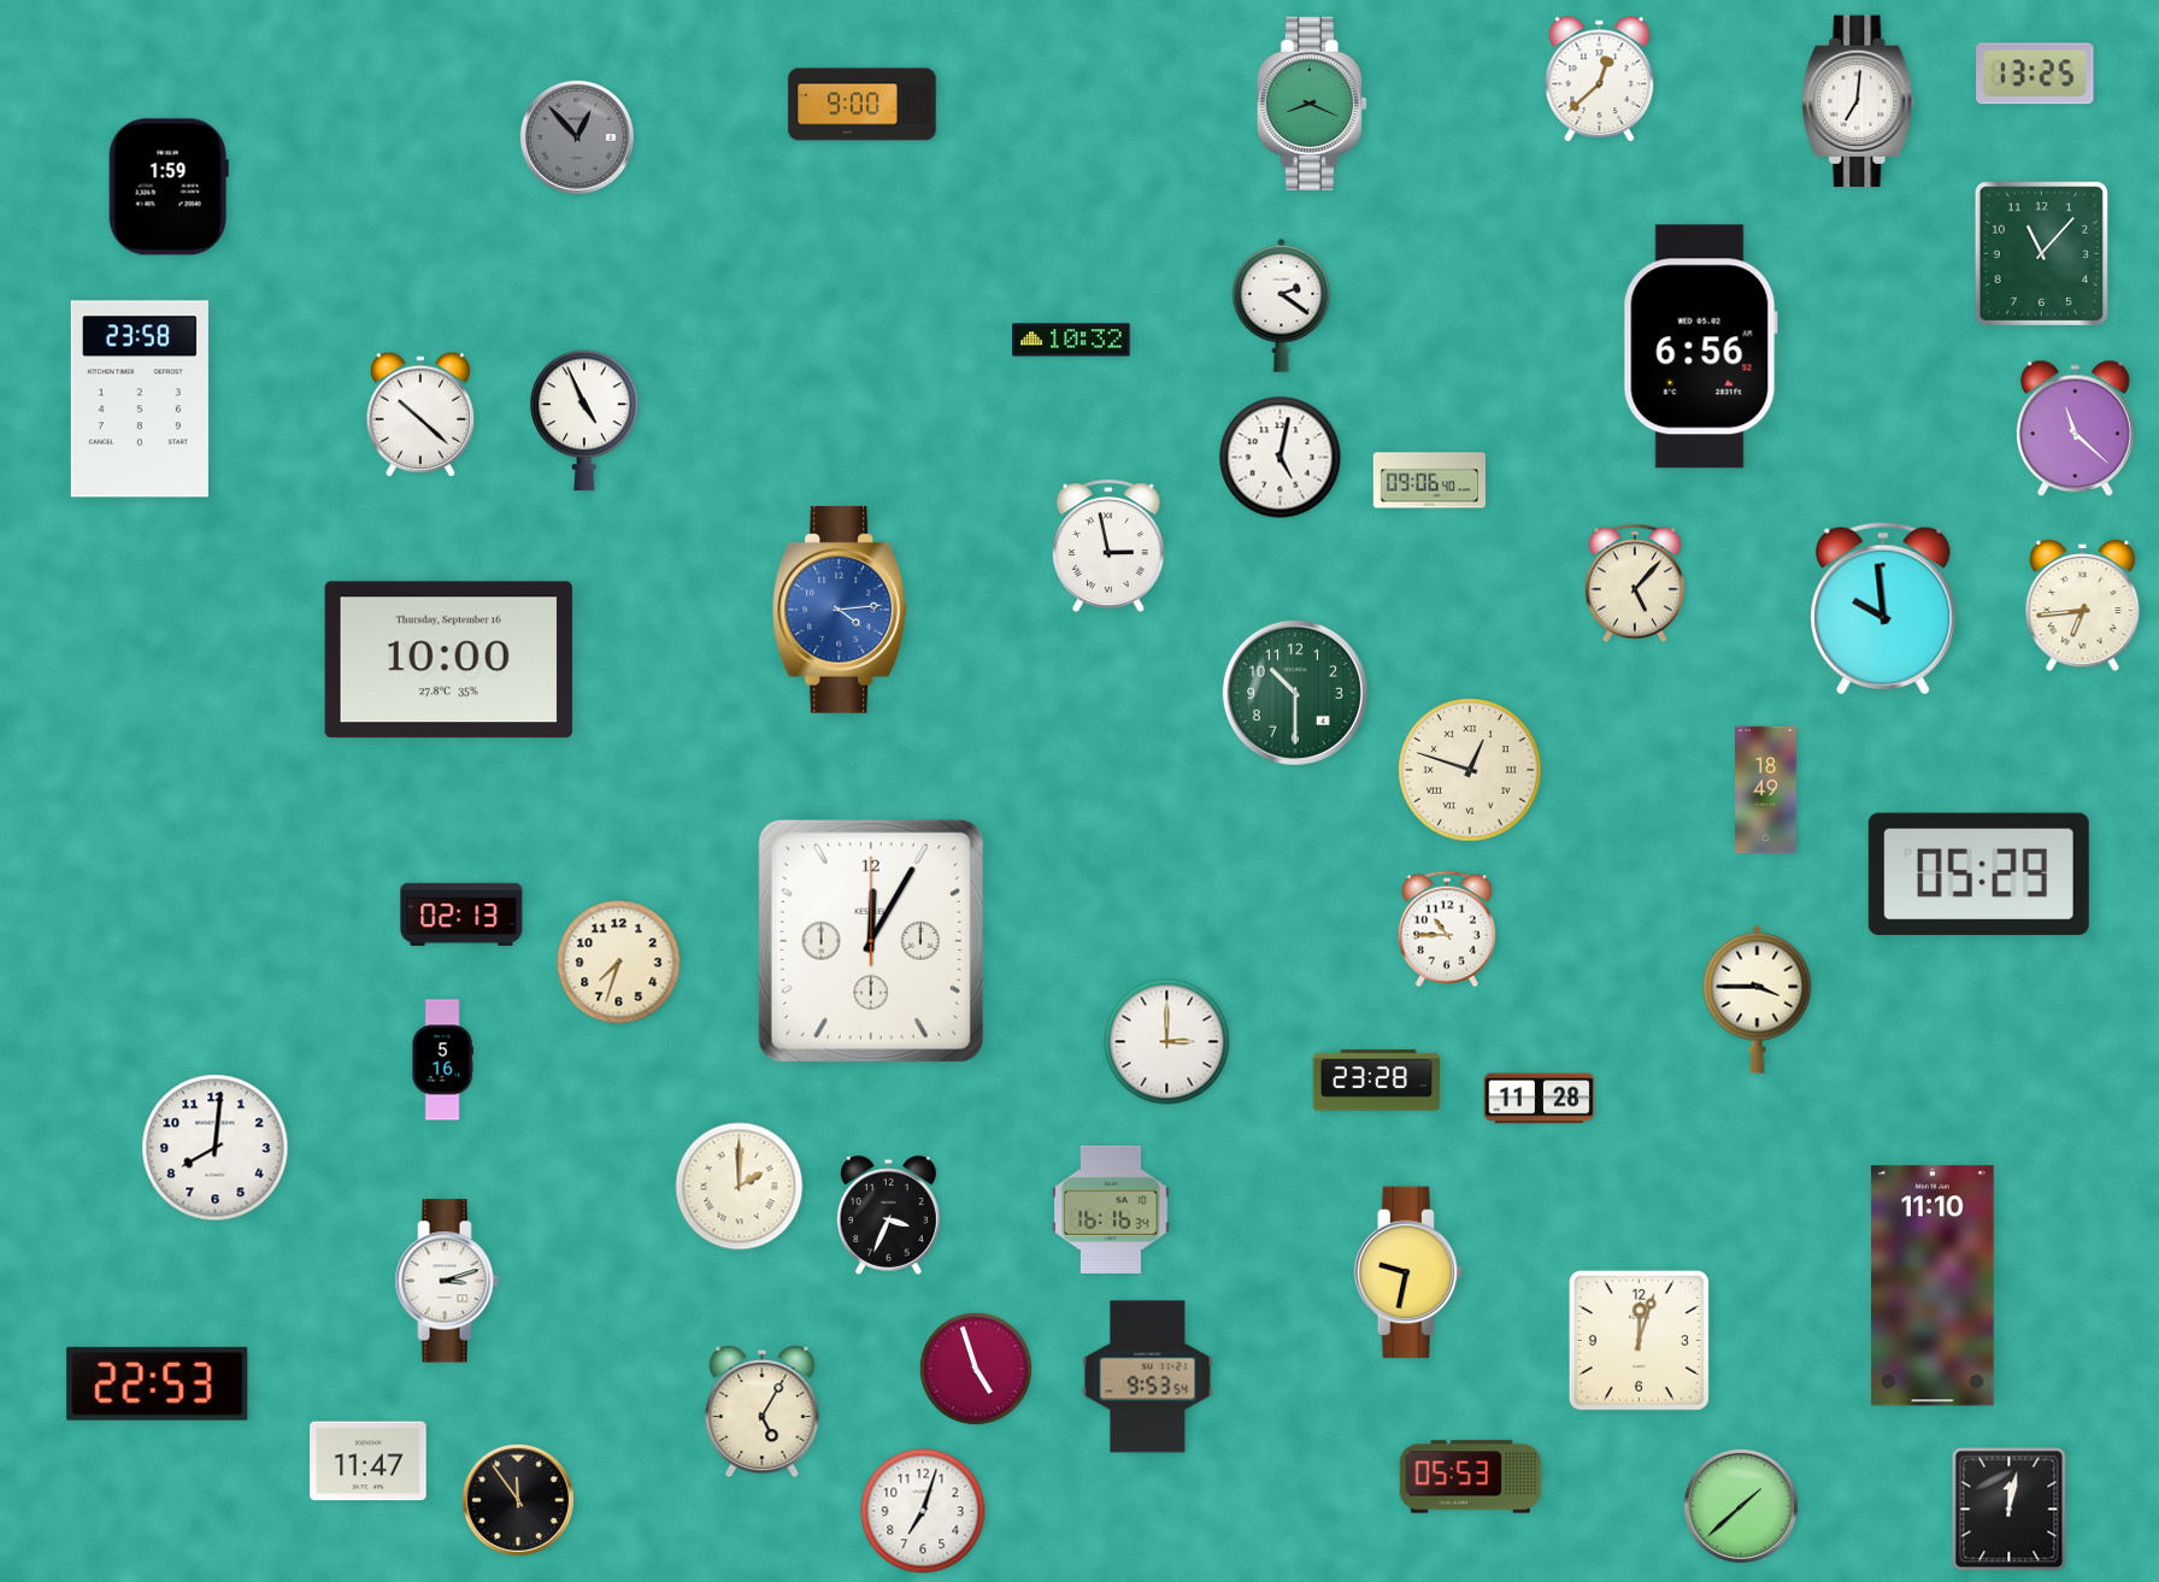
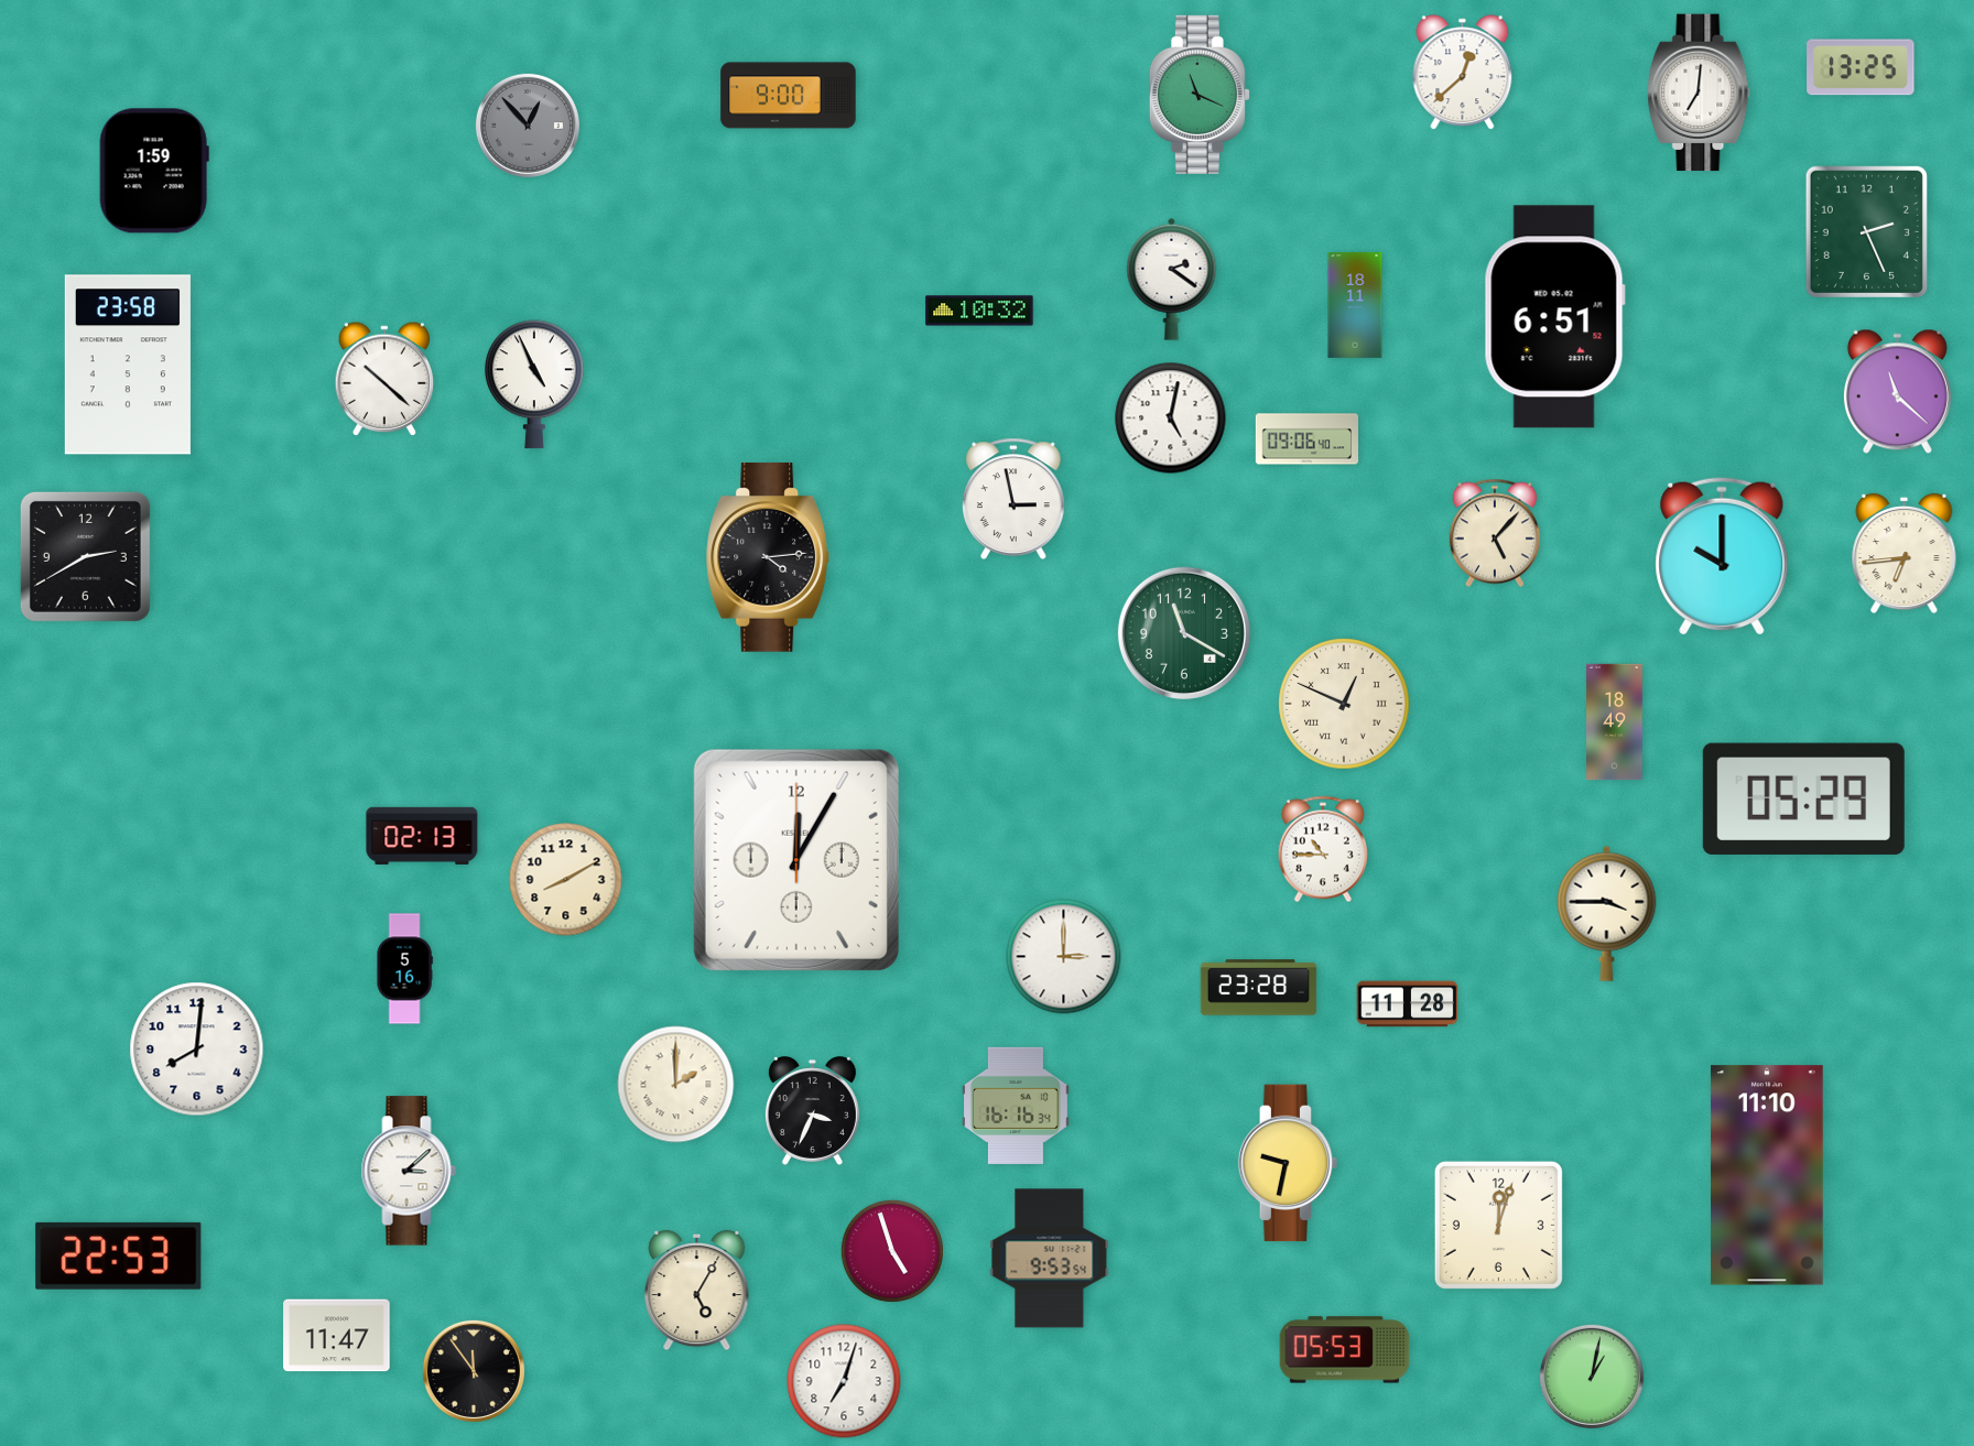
clock at (1312, 104): 8:19 -> 11:19
clock at (2041, 253): 11:07 -> 2:26
clock at (1355, 305): none -> 18:11
clock at (1700, 347): 6:56 -> 6:51
clock at (85, 556): none -> 2:40
clock at (1883, 608): 9:59 -> 10:00
clock at (840, 610) dial: blue -> black
clock at (448, 660): 10:00 -> none
clock at (1295, 693): 10:30 -> 11:20
clock at (1470, 770): 12:48 -> 12:49
clock at (1978, 874) position: (1978, 874) -> (1803, 798)
clock at (619, 963): 7:33 -> 8:10
clock at (1167, 1042) position: (1167, 1042) -> (1064, 957)
clock at (447, 1281): 3:12 -> 3:08
clock at (158, 1383) position: (158, 1383) -> (119, 1255)
clock at (1741, 1506): 1:38 -> 1:02
clock at (2010, 1510): 12:02 -> none
